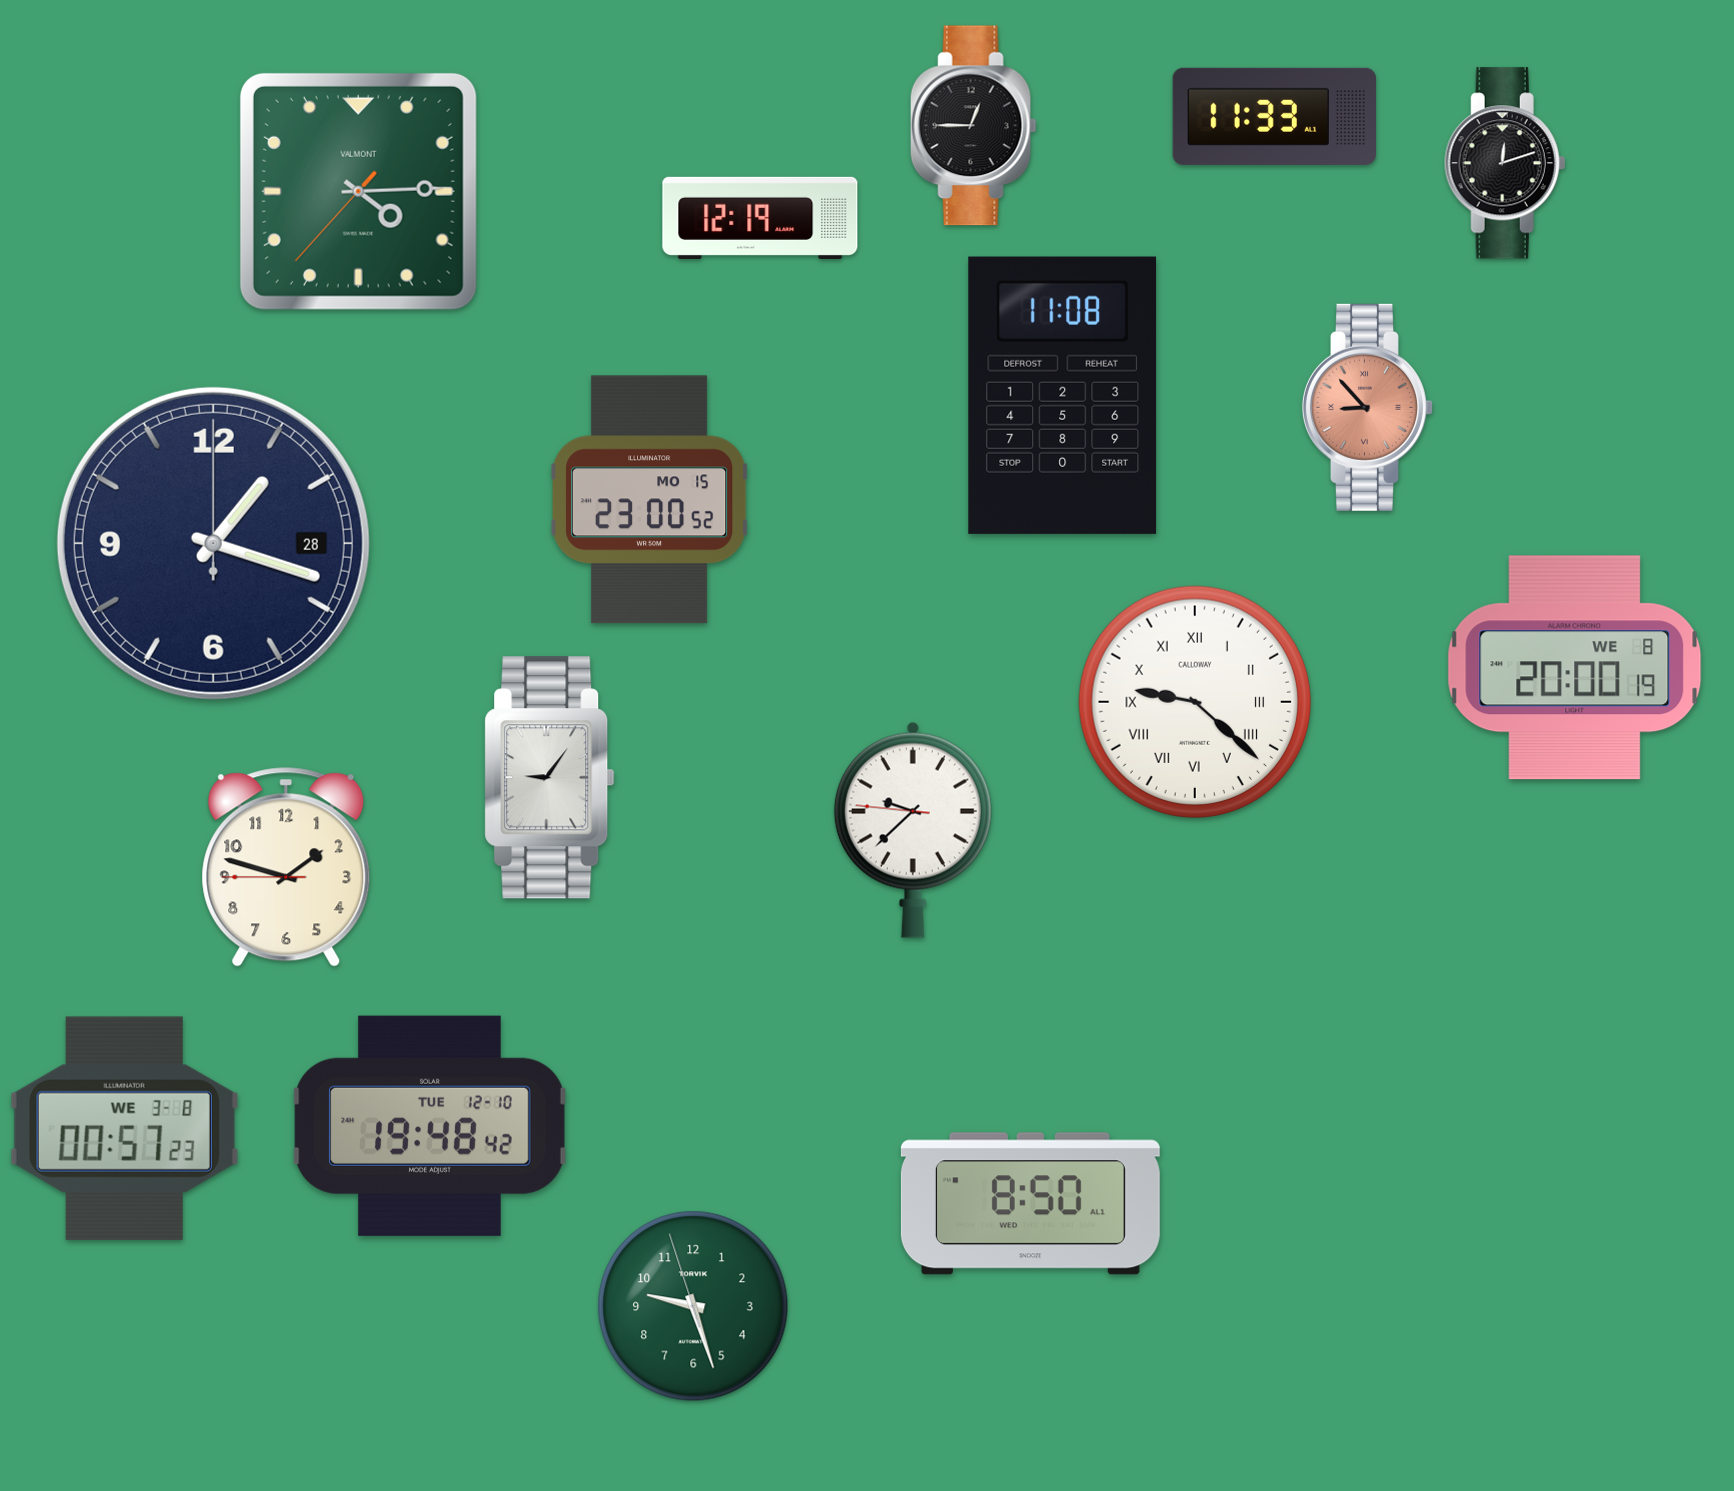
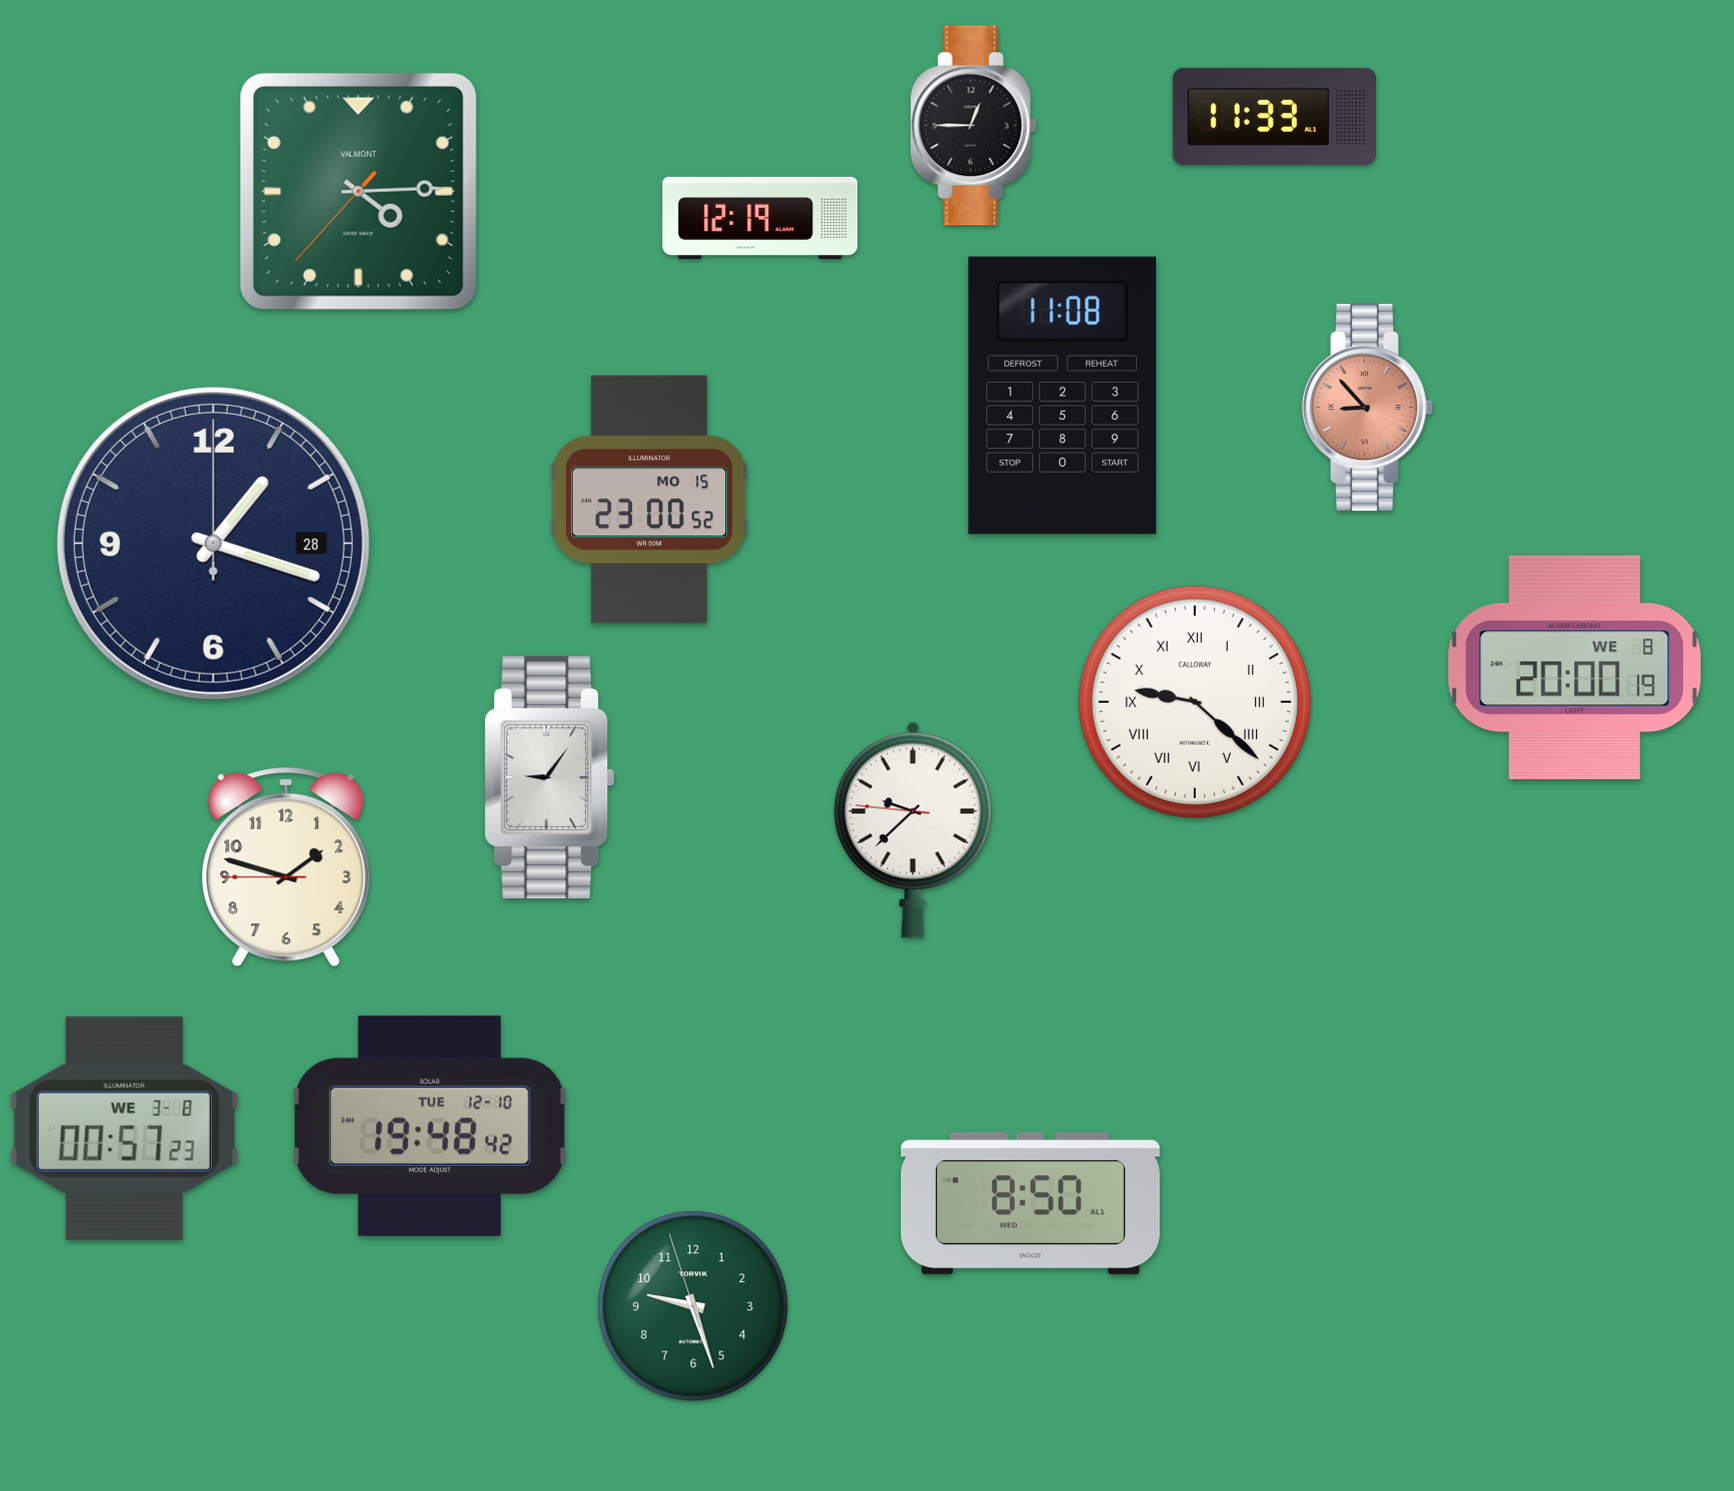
clock at (1505, 163): 12:12 -> none
